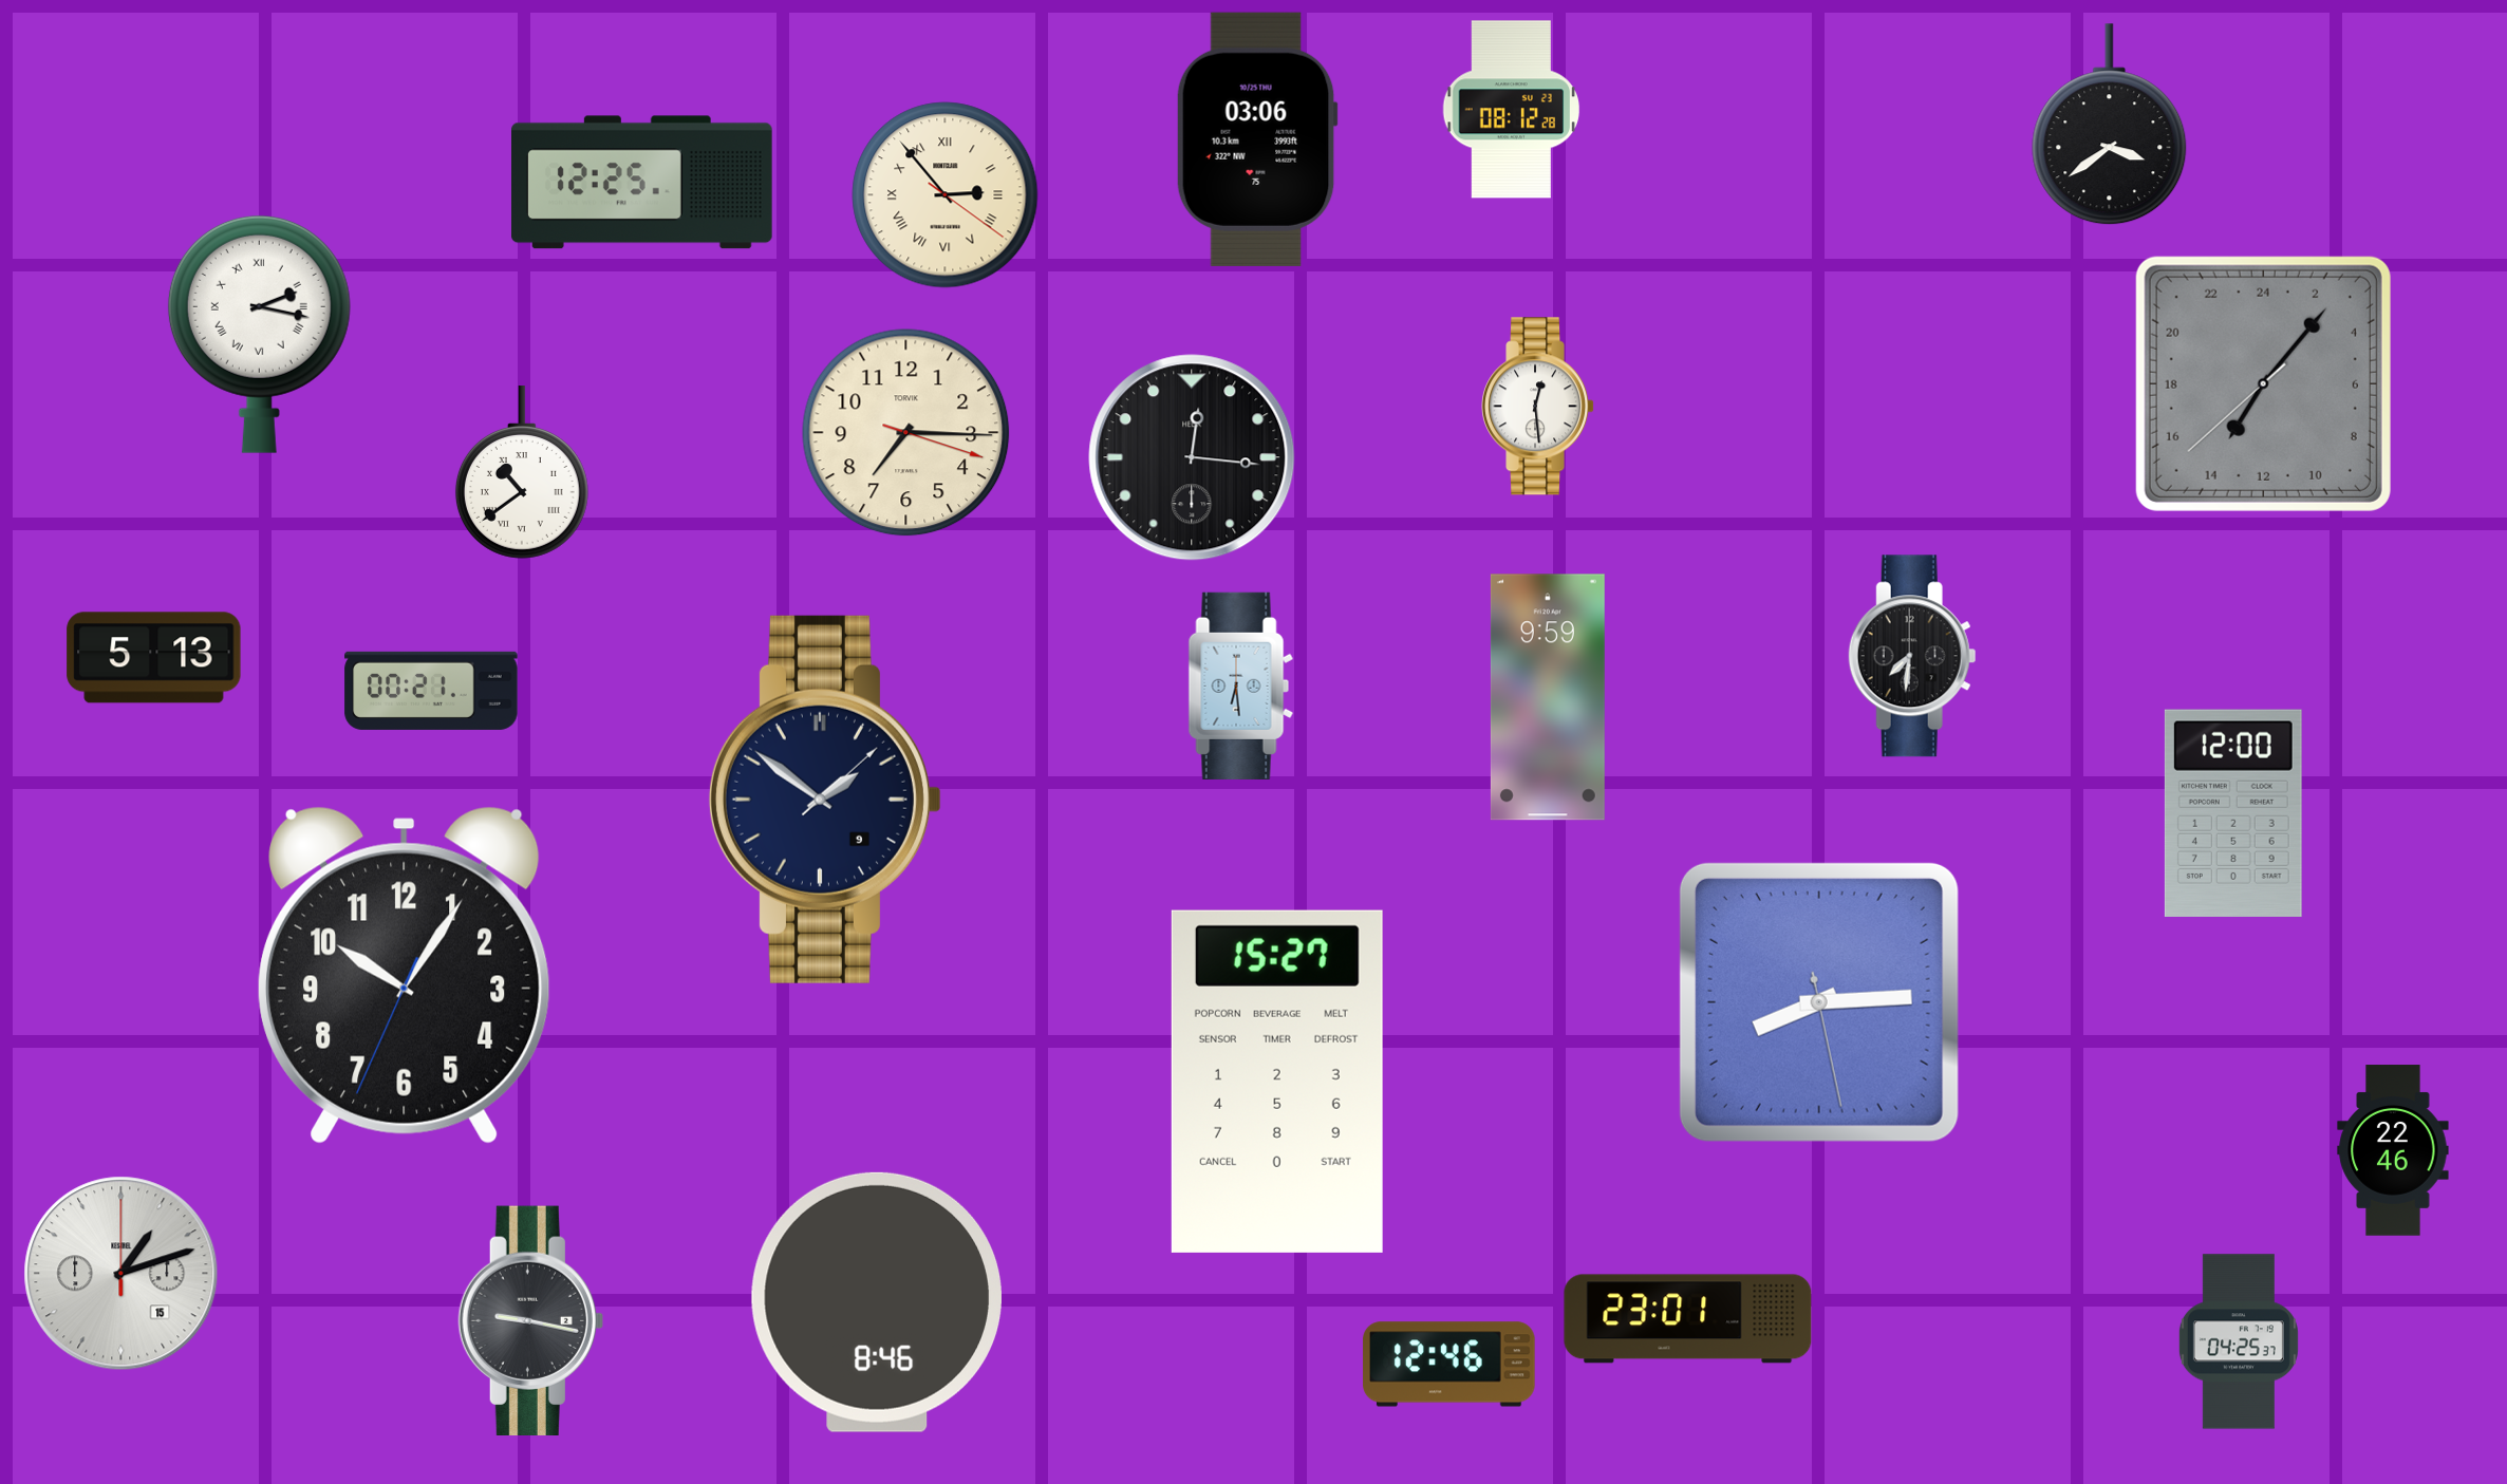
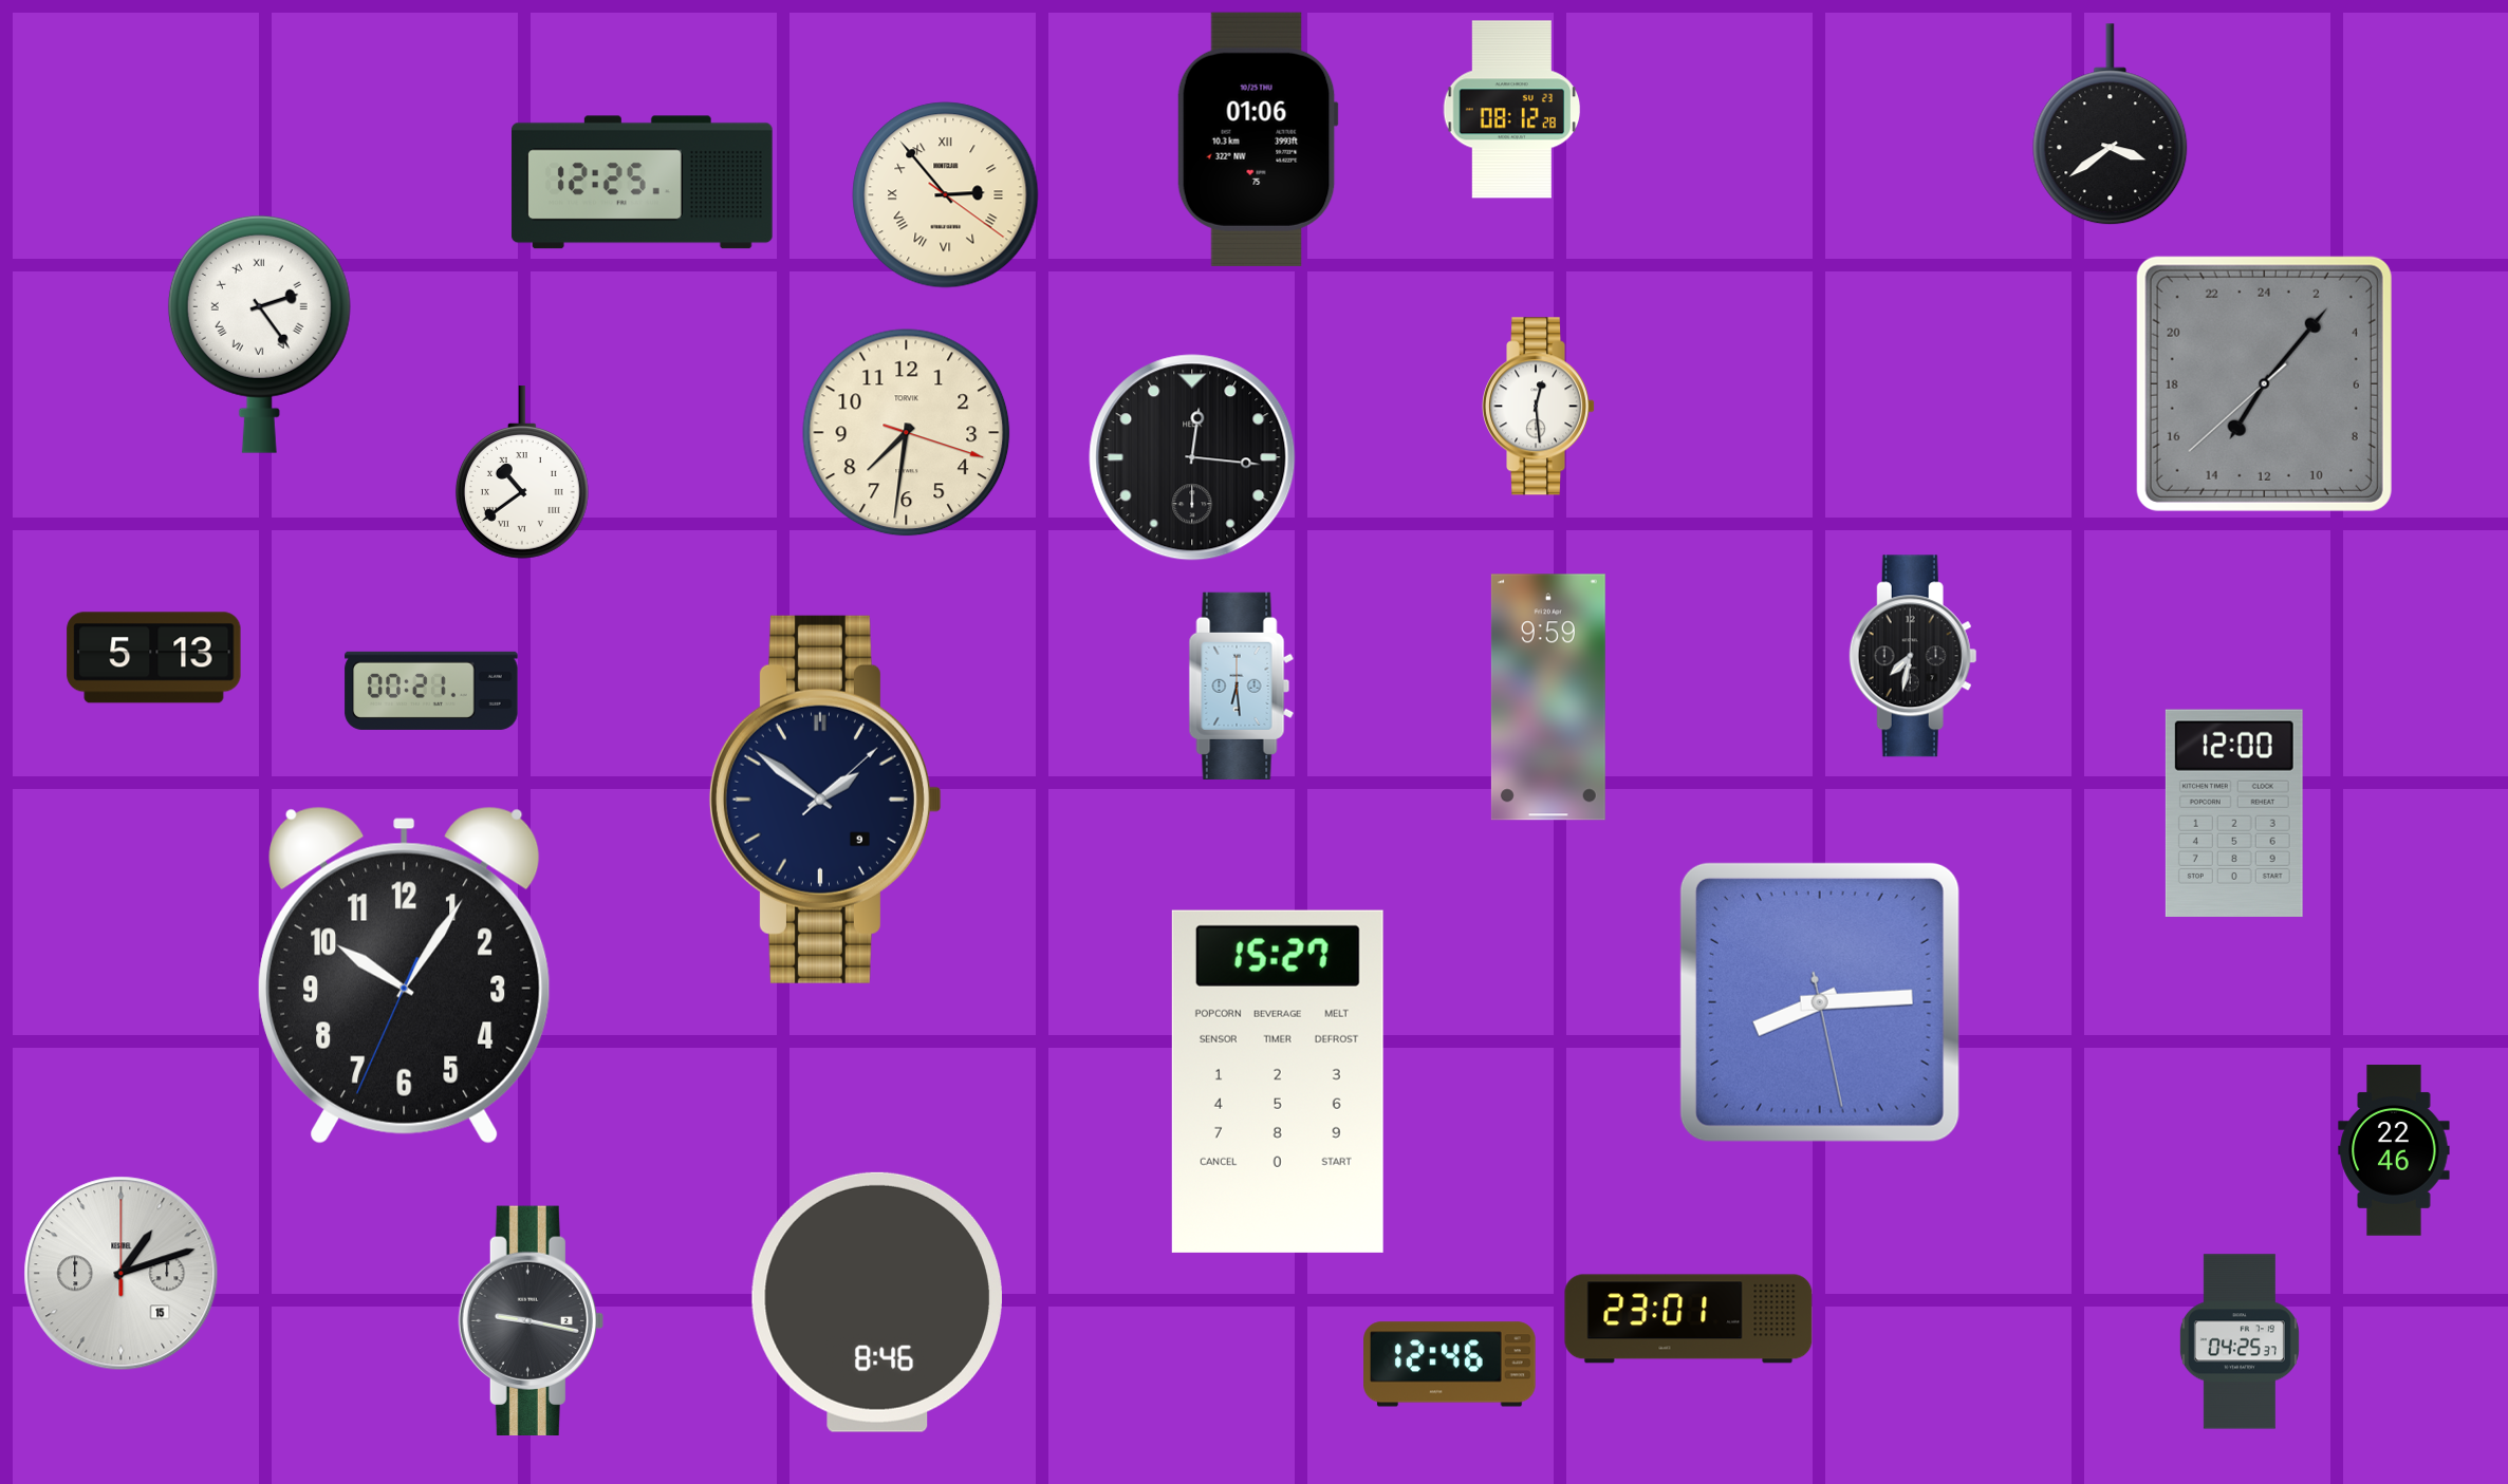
clock at (1257, 139): 03:06 -> 01:06
clock at (259, 334): 2:17 -> 2:24
clock at (906, 433): 7:15 -> 7:31
clock at (1912, 656): 7:31 -> 7:32
